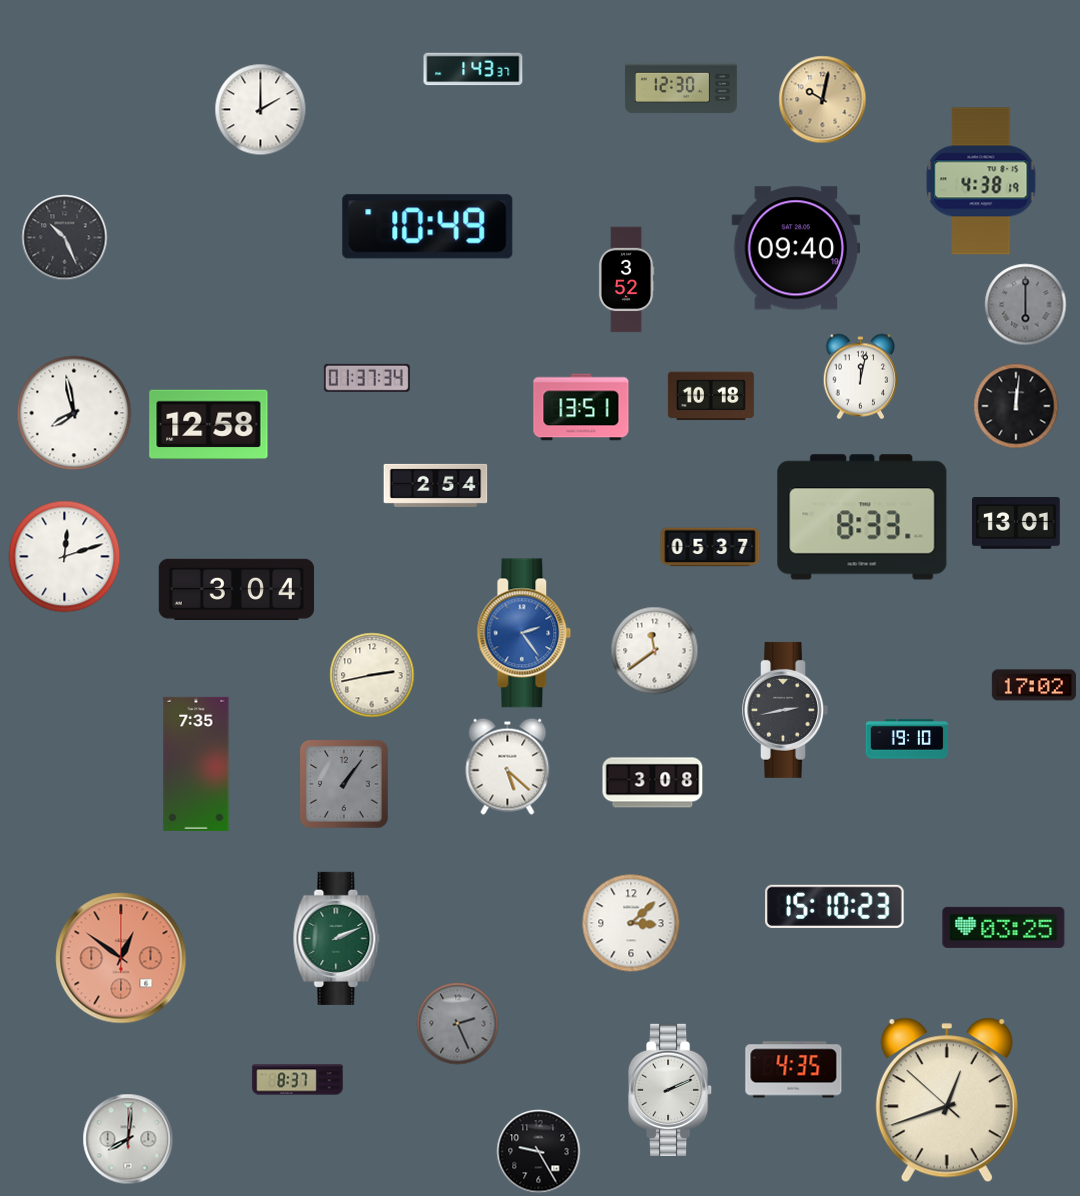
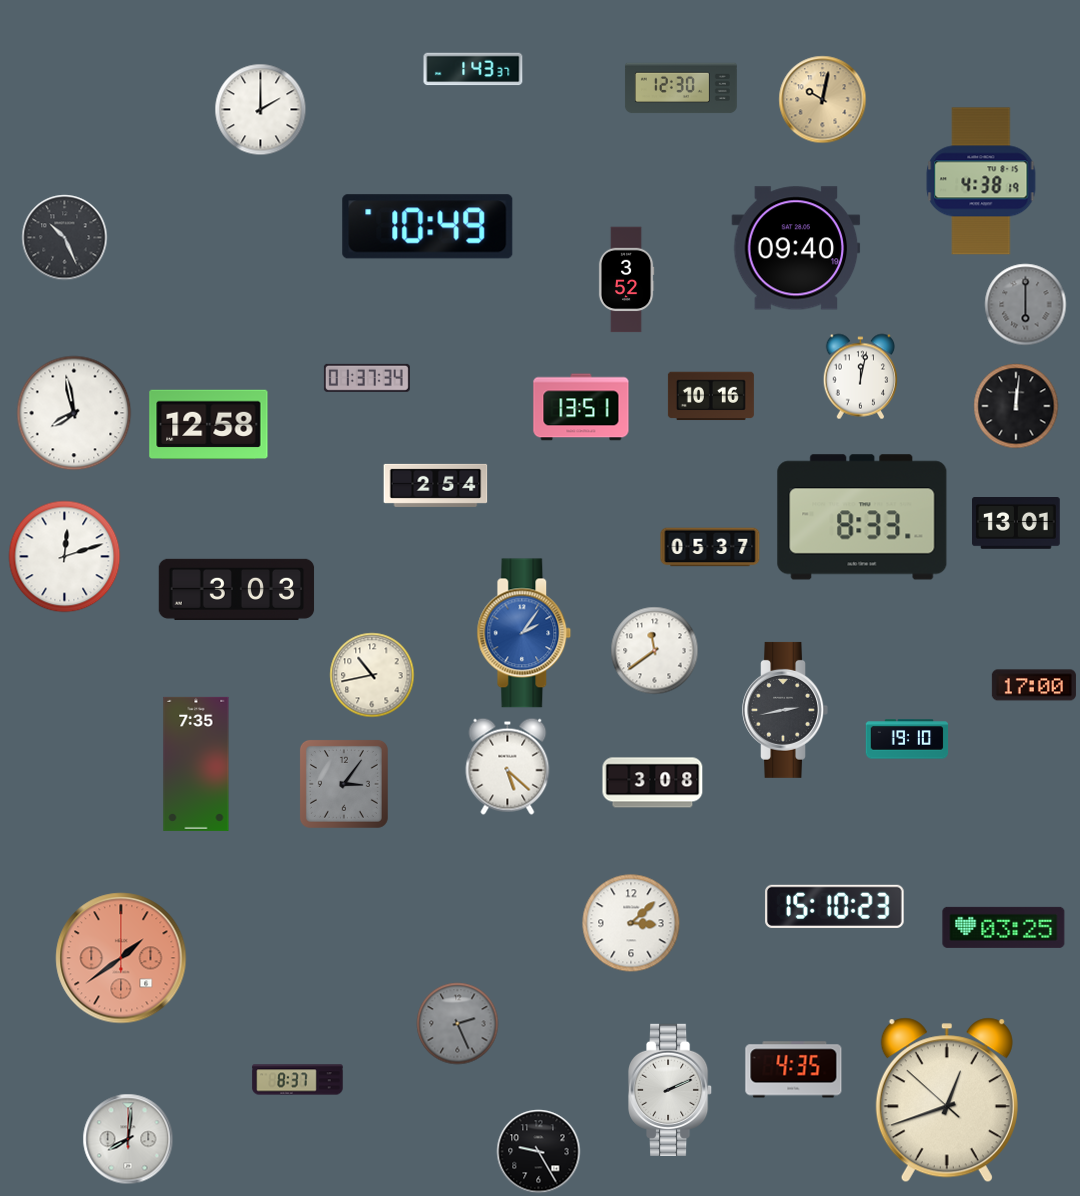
clock at (711, 396): 10:18 -> 10:16
clock at (237, 589): 3:04 -> 3:03
clock at (524, 633): 2:24 -> 2:06
clock at (372, 675): 2:43 -> 10:43
clock at (1034, 685): 17:02 -> 17:00
clock at (344, 784): 1:06 -> 3:06
clock at (337, 938): 2:11 -> none
clock at (121, 958): 12:51 -> 1:39
